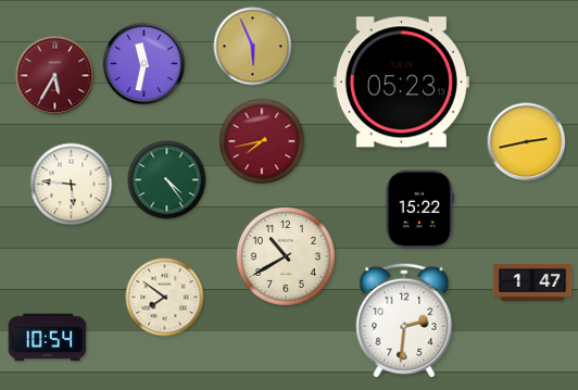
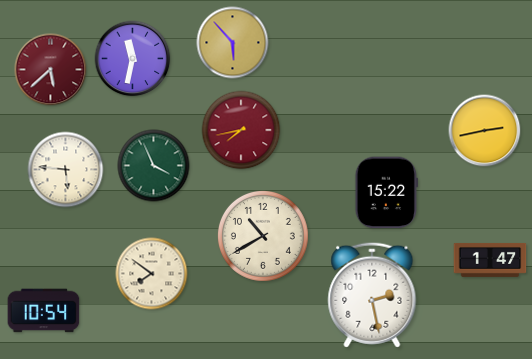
clock at (253, 47): 5:56 -> 5:53
clock at (55, 76): 5:35 -> 5:38
clock at (401, 83): 05:23 -> none
clock at (167, 180): 4:24 -> 3:56
clock at (404, 320): 2:31 -> 2:28
